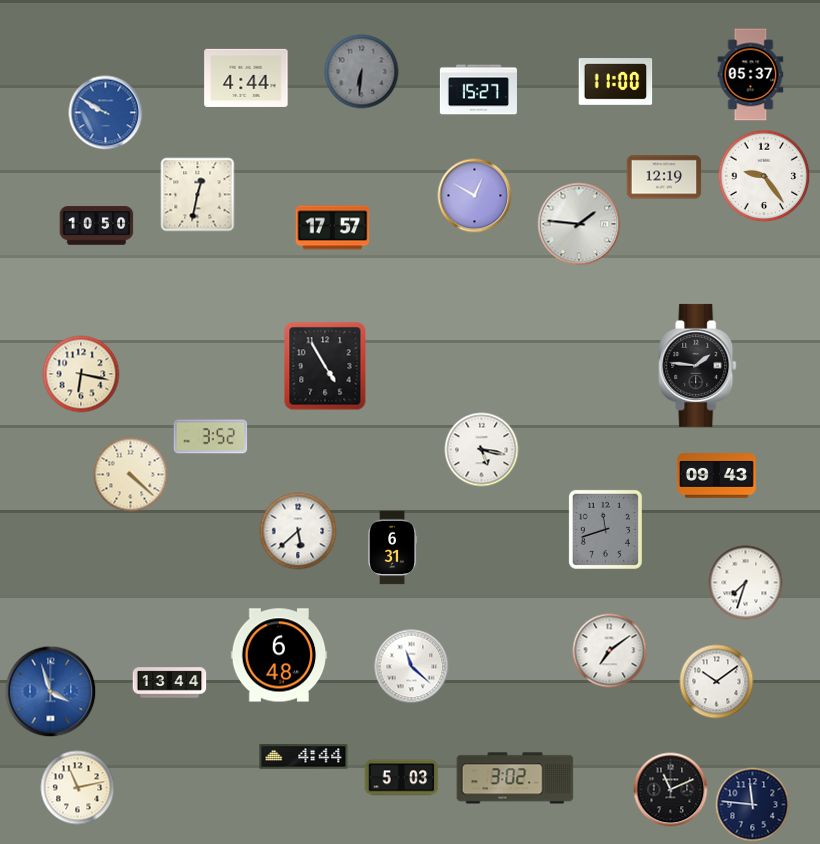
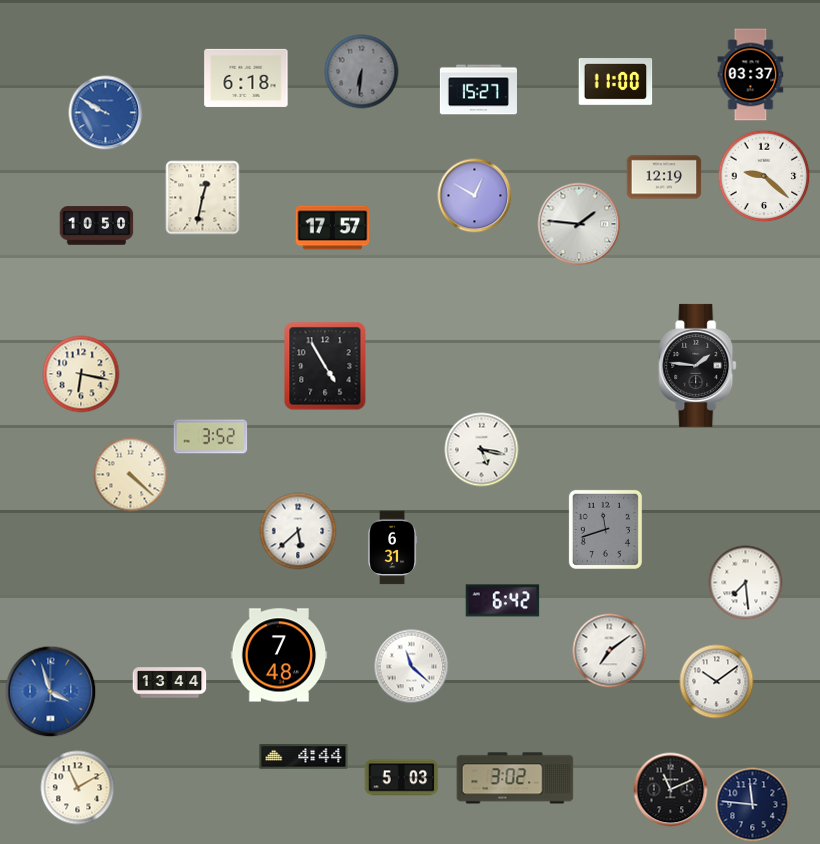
clock at (751, 75): 05:37 -> 03:37
clock at (246, 78): 4:44 -> 6:18
clock at (764, 176): 9:24 -> 9:22
clock at (198, 195) position: (198, 195) -> (203, 198)
clock at (716, 476): 09:43 -> none
clock at (746, 583): 7:33 -> 7:29
clock at (503, 601): none -> 6:42
clock at (279, 655): 6:48 -> 7:48
clock at (78, 788): 11:13 -> 11:10
